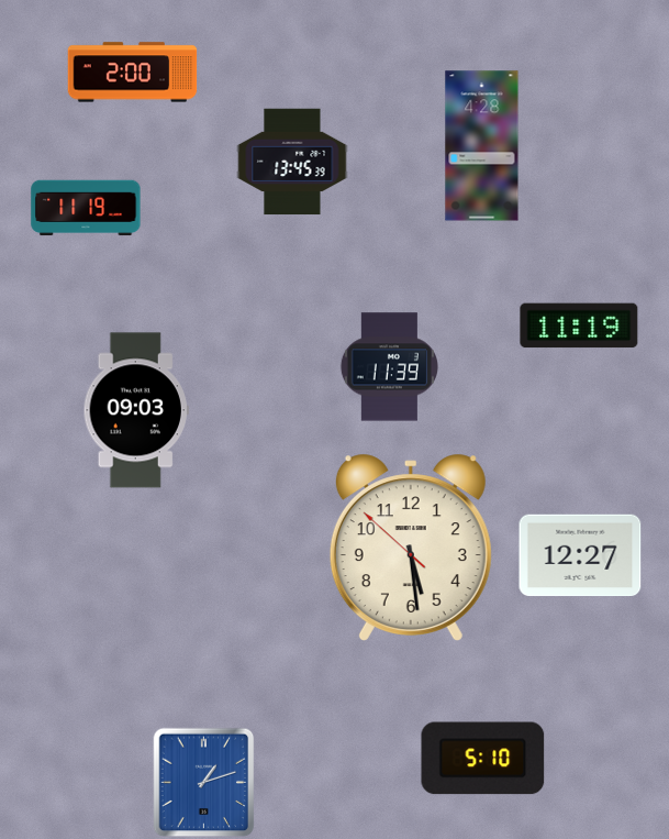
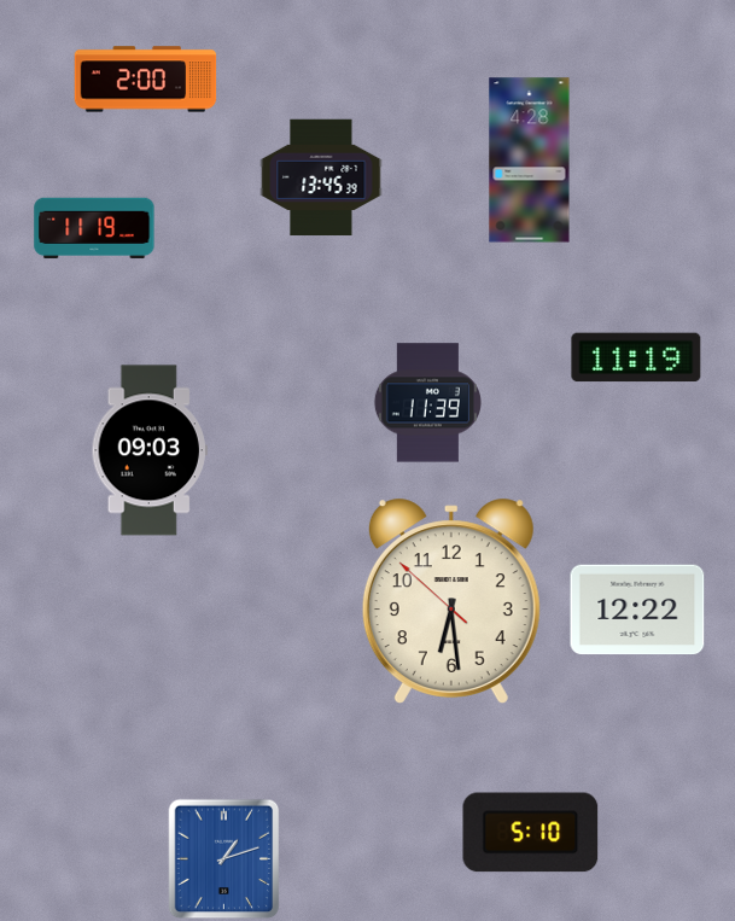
clock at (411, 548): 5:28 -> 6:28
clock at (580, 555): 12:27 -> 12:22
